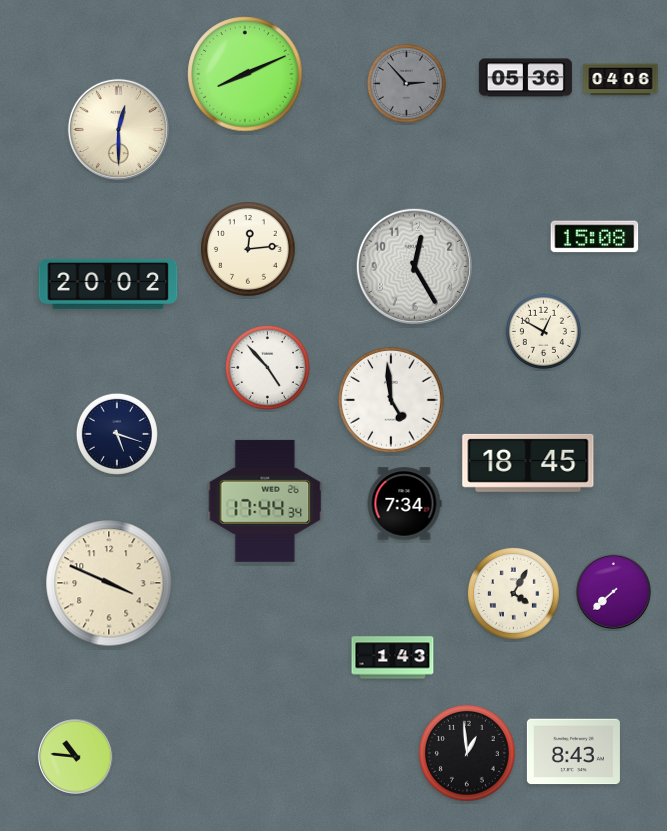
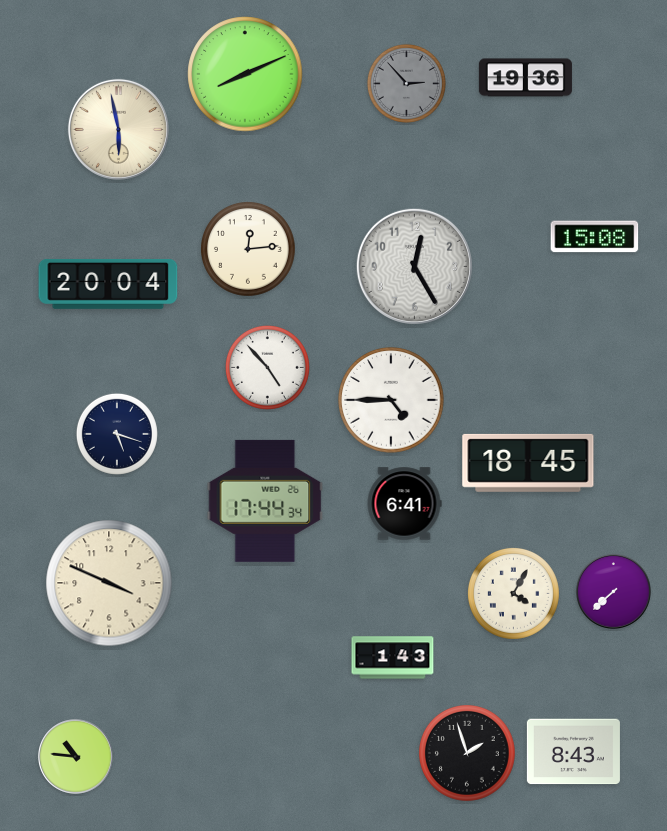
clock at (525, 78): 05:36 -> 19:36
clock at (621, 80): 04:06 -> none
clock at (118, 129): 12:30 -> 5:58
clock at (108, 284): 20:02 -> 20:04
clock at (543, 331): 12:50 -> none
clock at (391, 400): 4:59 -> 4:45
clock at (404, 504): 7:34 -> 6:41
clock at (468, 754): 12:59 -> 1:57
